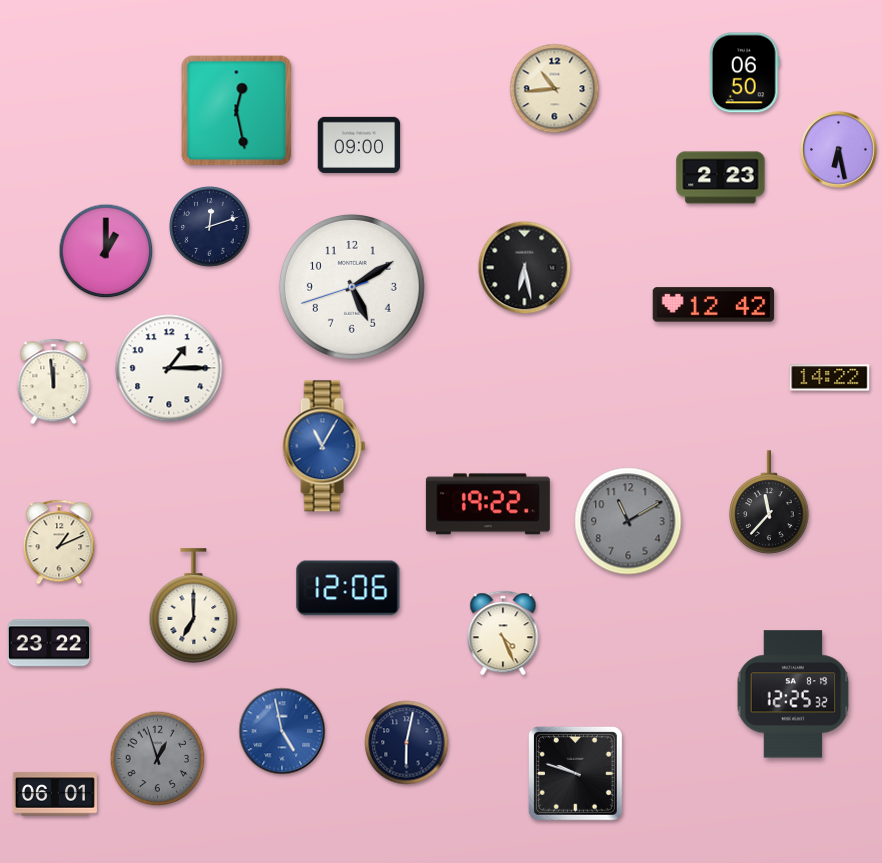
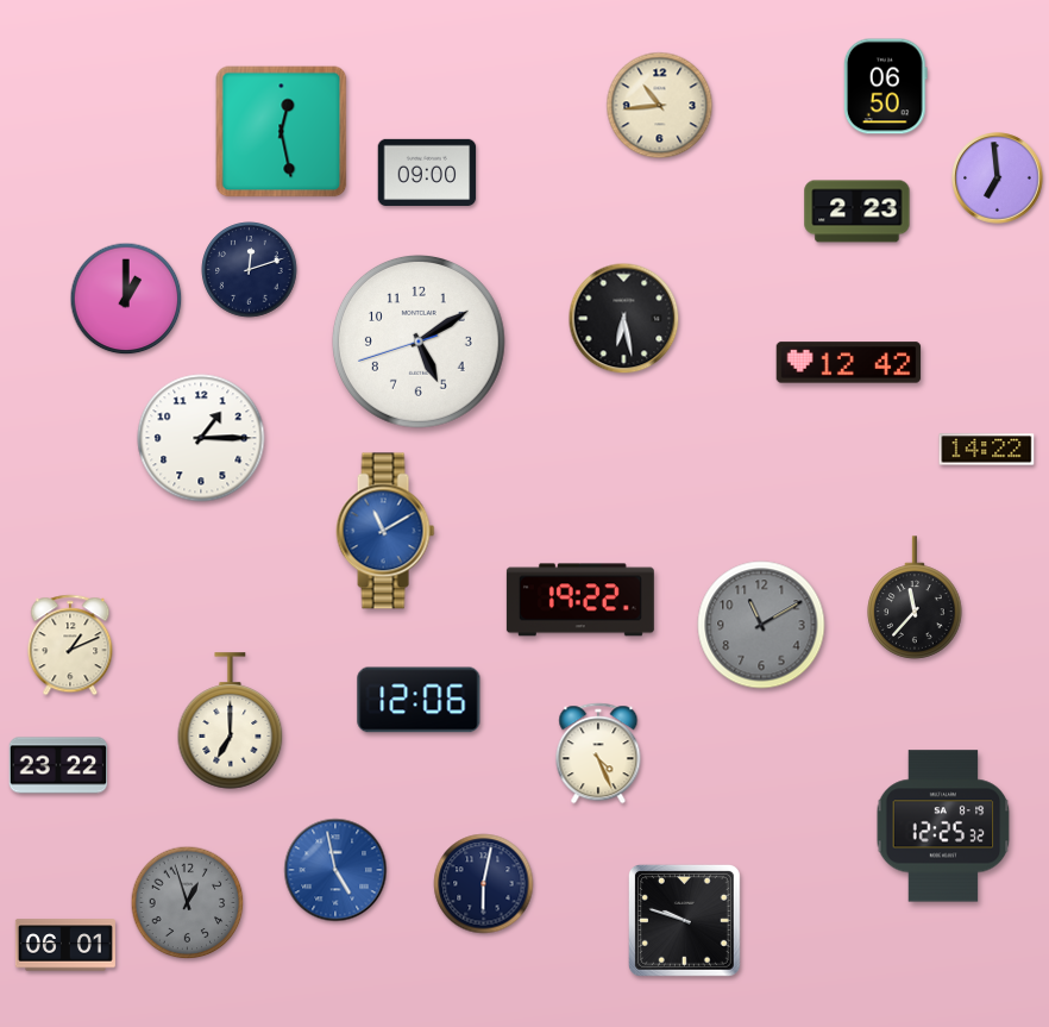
clock at (839, 150): 6:28 -> 6:59
clock at (54, 382): 11:59 -> none
clock at (324, 446): 11:05 -> 11:10
clock at (628, 521) position: (628, 521) -> (761, 625)
clock at (348, 588) position: (348, 588) -> (419, 700)
